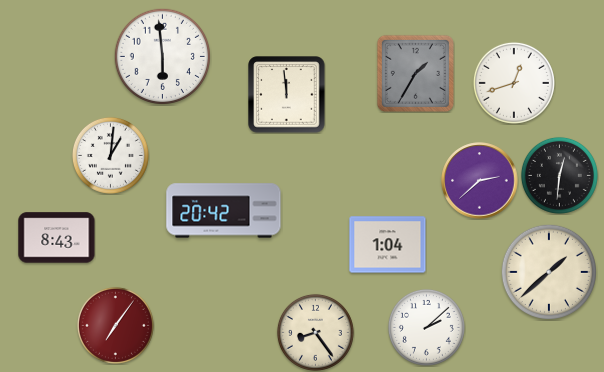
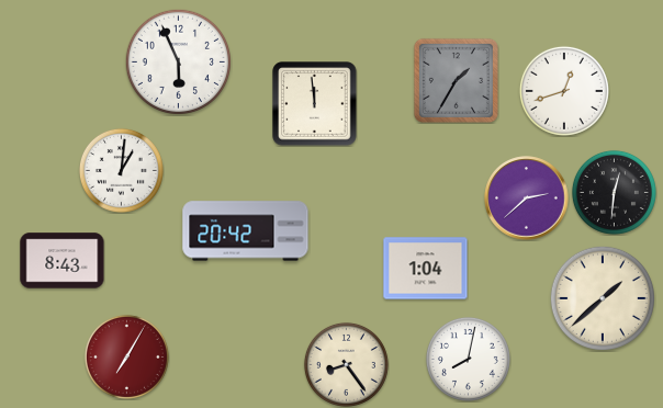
clock at (162, 56): 5:59 -> 5:56
clock at (115, 325): 7:06 -> 7:05
clock at (426, 327): 2:08 -> 8:02
